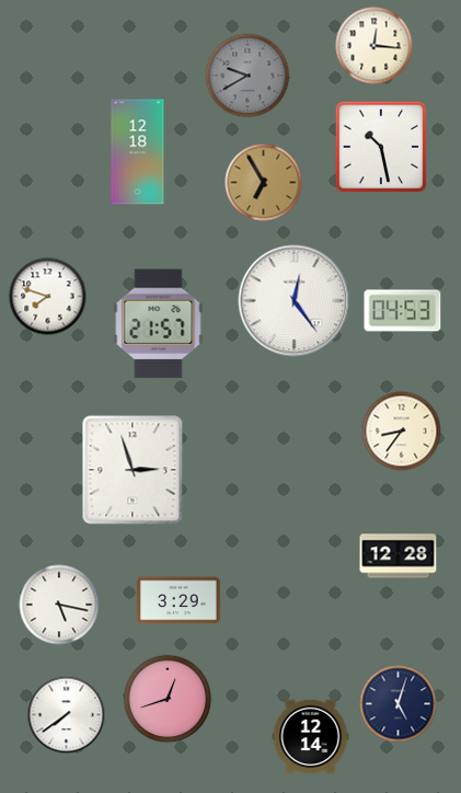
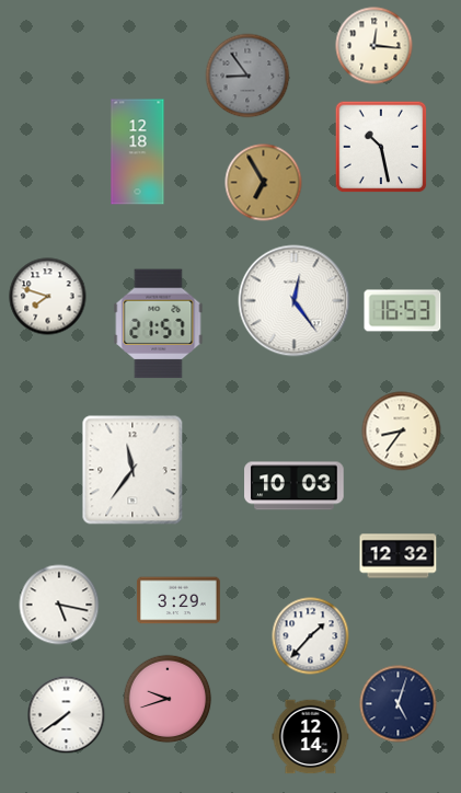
clock at (247, 76): 9:40 -> 8:54
clock at (403, 311): 04:53 -> 16:53
clock at (132, 470): 2:57 -> 11:36
clock at (295, 486): none -> 10:03
clock at (399, 556): 12:28 -> 12:32
clock at (311, 636): none -> 1:37
clock at (168, 699): 12:42 -> 9:42
